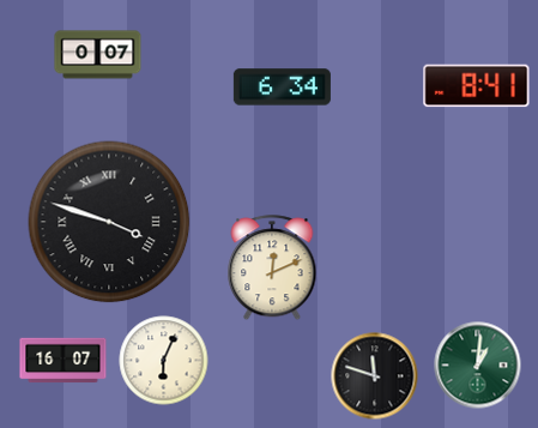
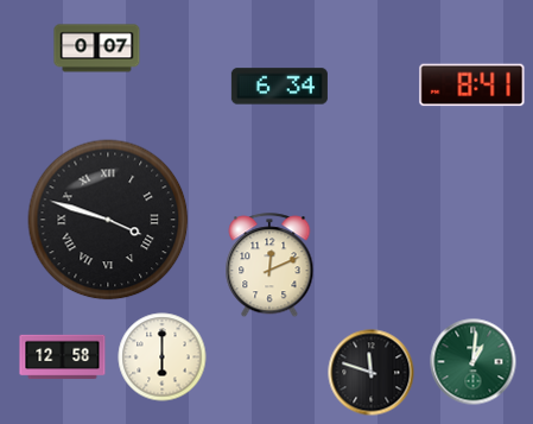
clock at (98, 55) position: (98, 55) -> (97, 49)
clock at (64, 361): 16:07 -> 12:58
clock at (164, 361): 6:04 -> 6:00
